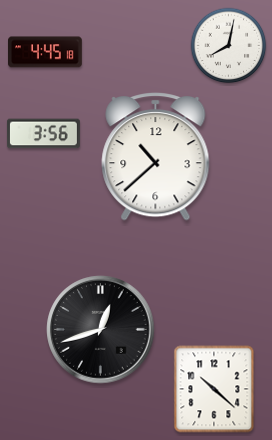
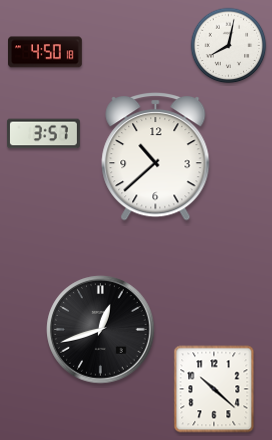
clock at (46, 52): 4:45 -> 4:50
clock at (43, 134): 3:56 -> 3:57
